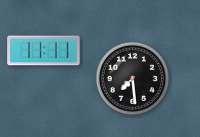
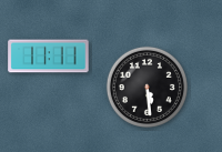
clock at (132, 78): 7:29 -> 5:29
